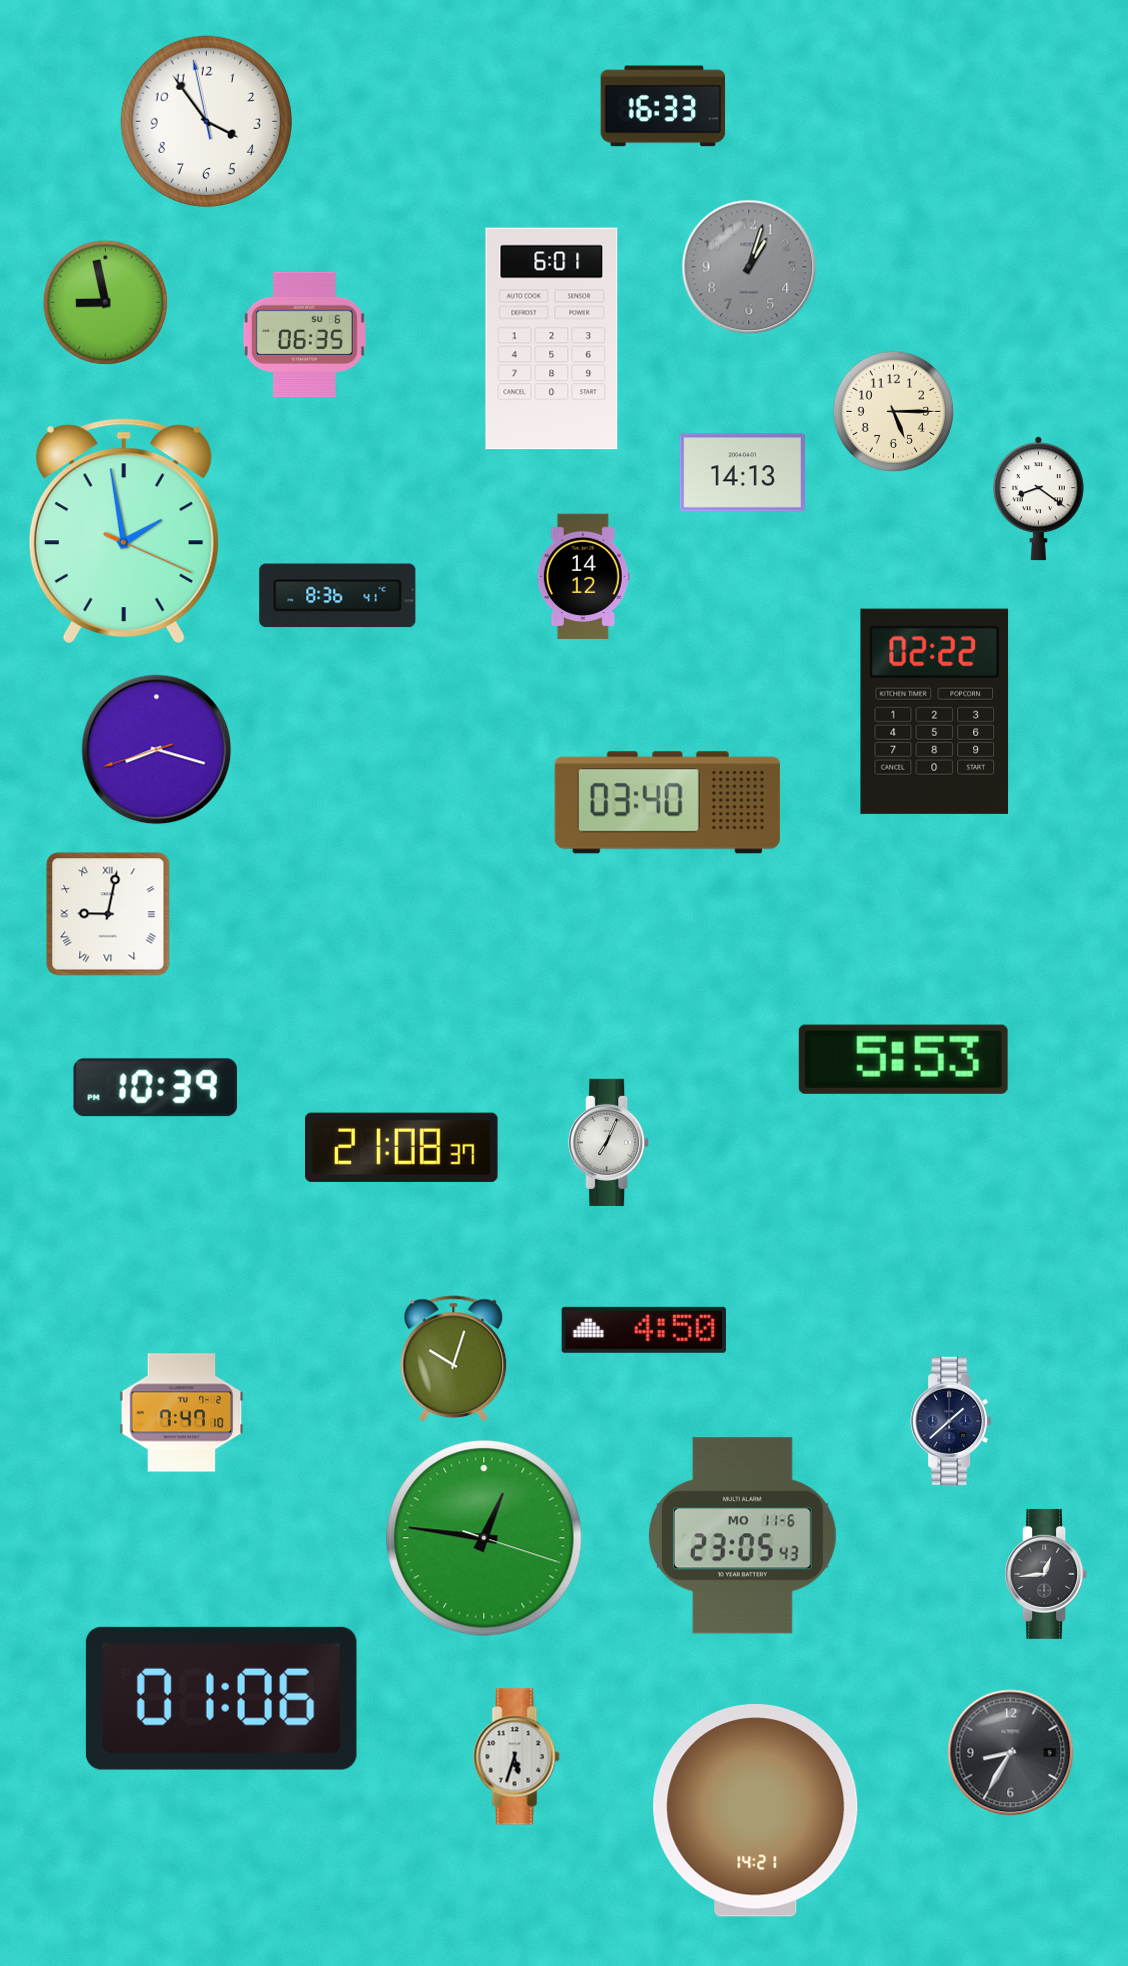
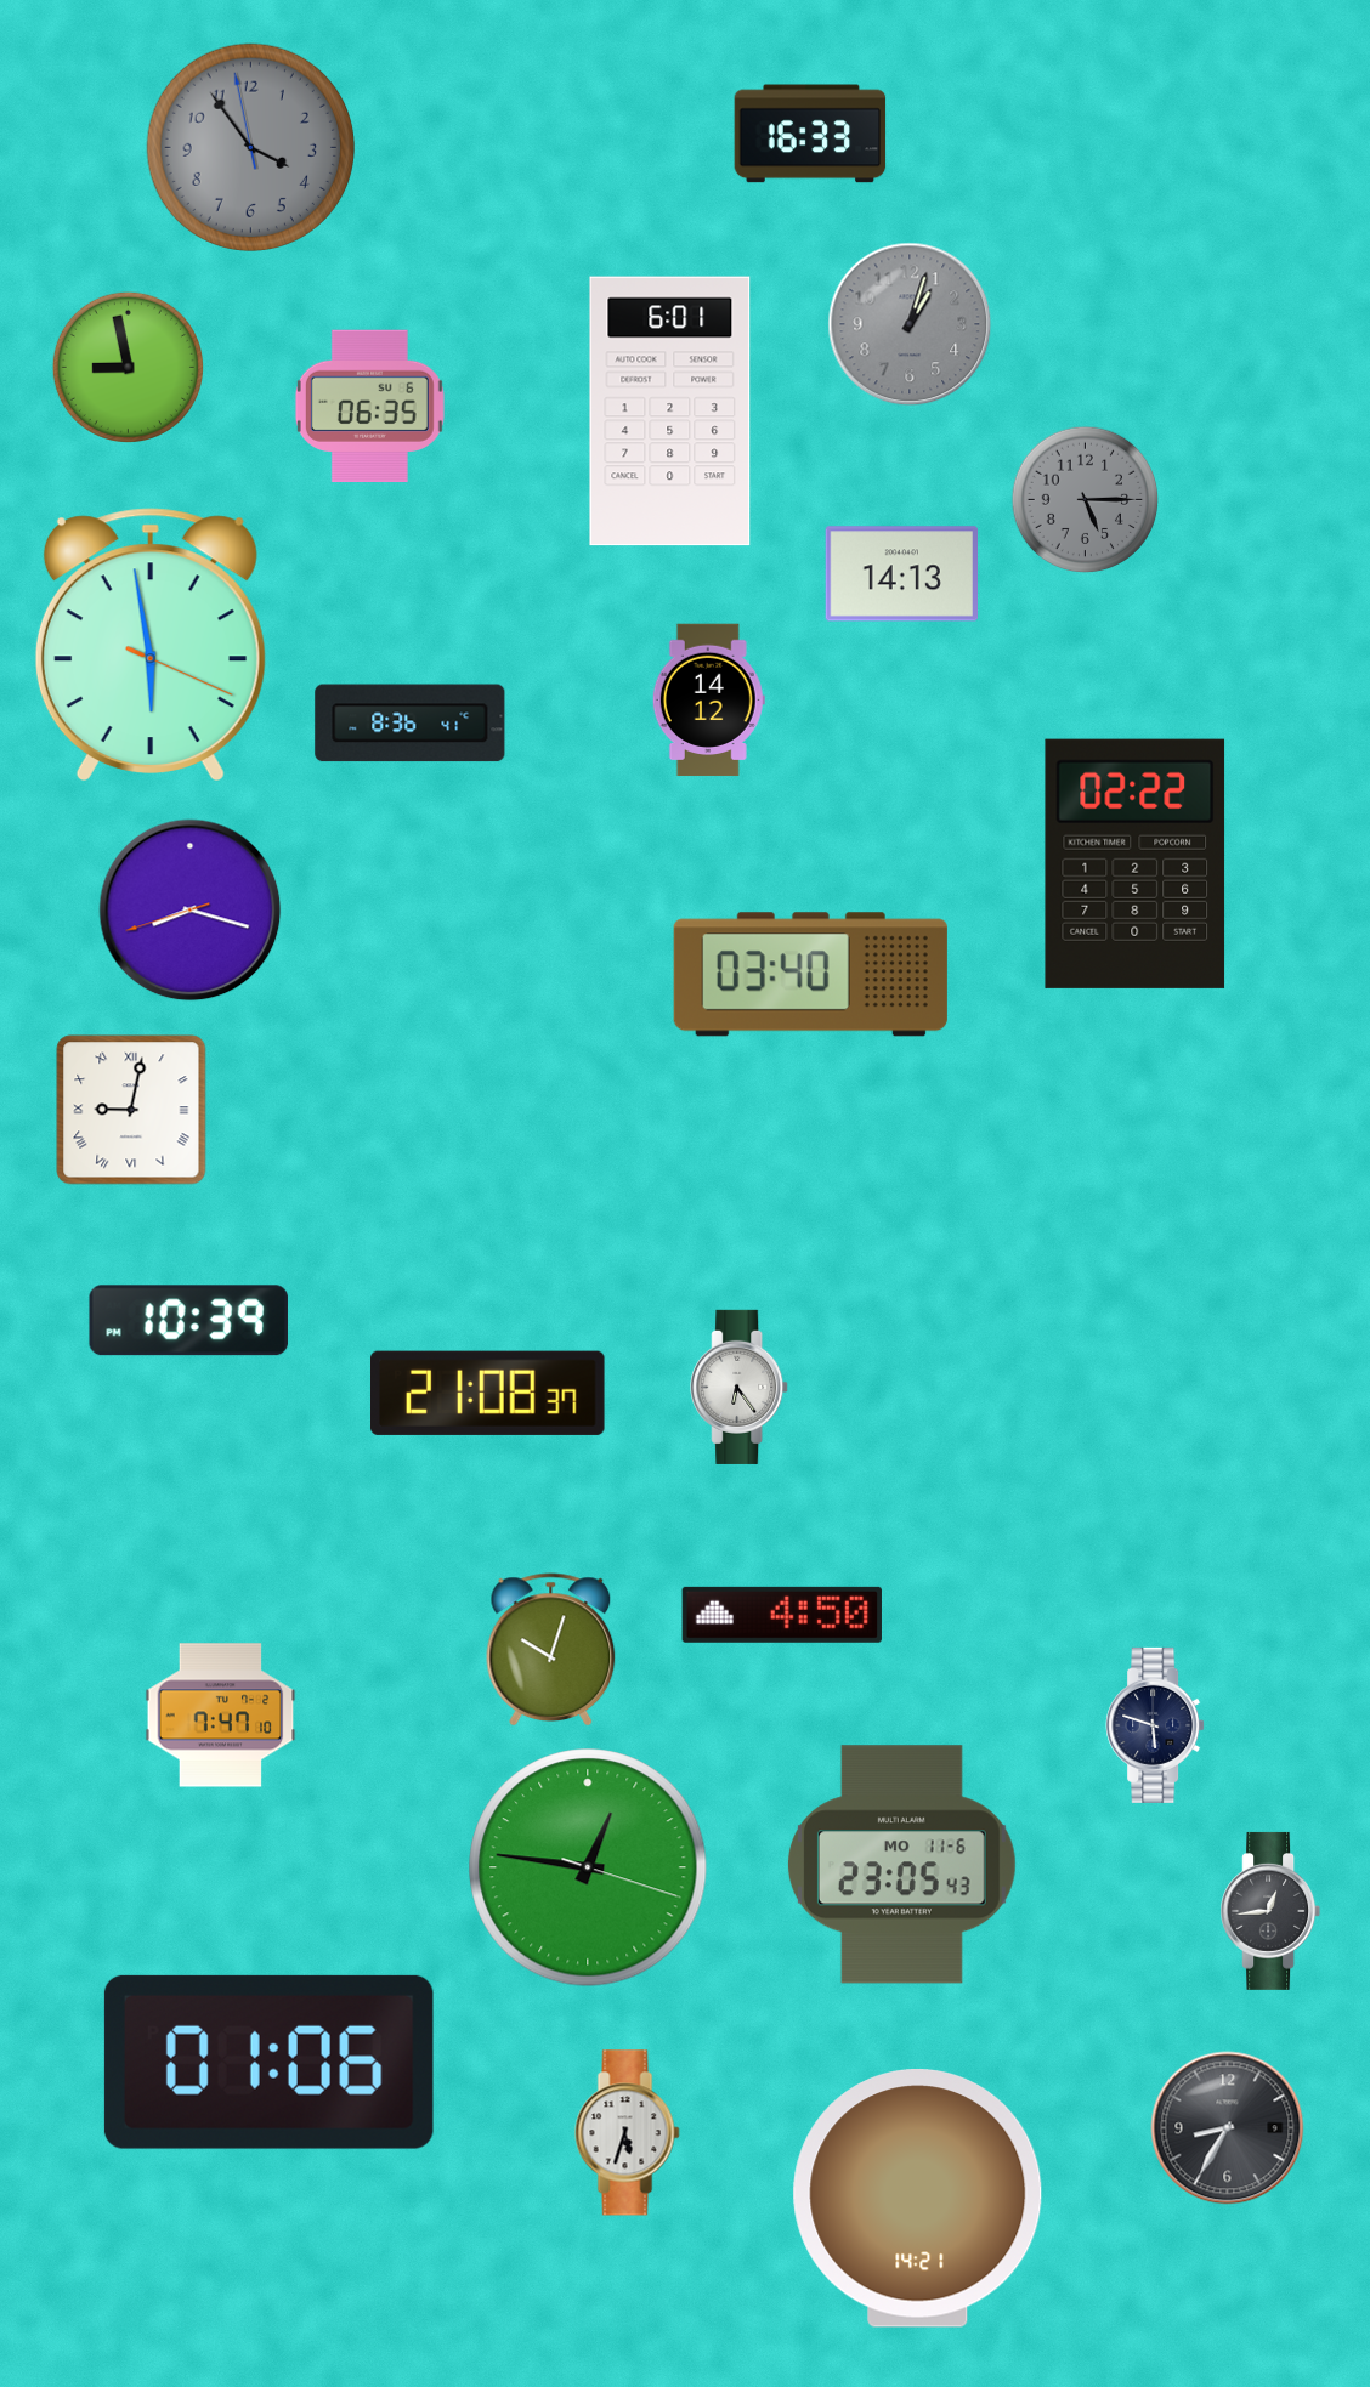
clock at (663, 106) position: (663, 106) -> (810, 134)
clock at (206, 121) dial: white -> grey
clock at (894, 412) dial: cream -> grey
clock at (1038, 499): 8:21 -> none
clock at (124, 530): 1:58 -> 5:58
clock at (903, 1059): 5:53 -> none
clock at (609, 1142): 7:04 -> 6:24
clock at (951, 1421): 1:38 -> 5:48
